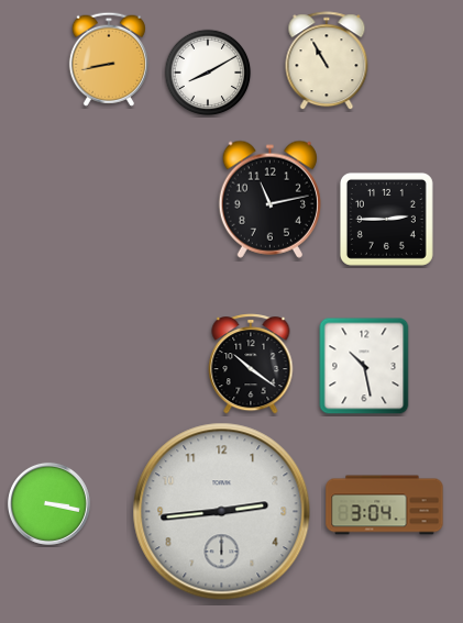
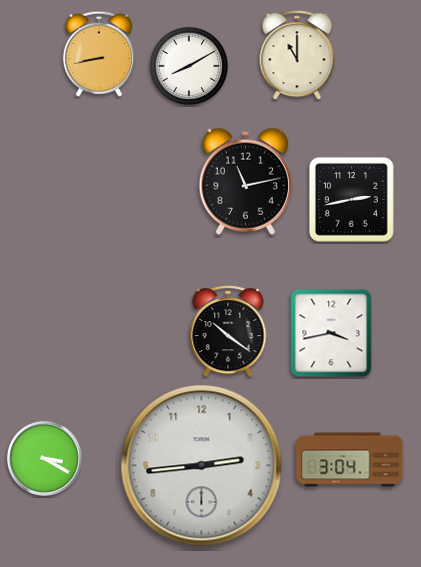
clock at (327, 62): 10:55 -> 11:00
clock at (386, 219): 2:45 -> 2:43
clock at (364, 366): 10:28 -> 3:43
clock at (48, 503): 3:17 -> 3:20
